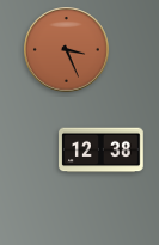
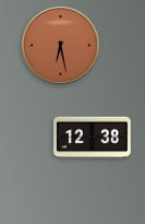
clock at (67, 50): 3:26 -> 6:28
